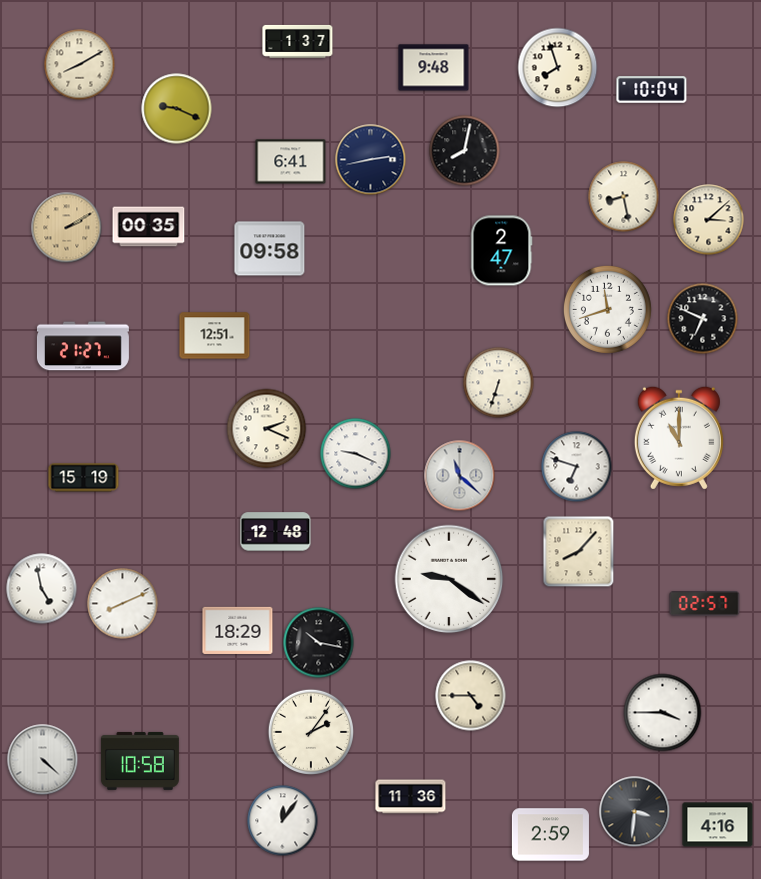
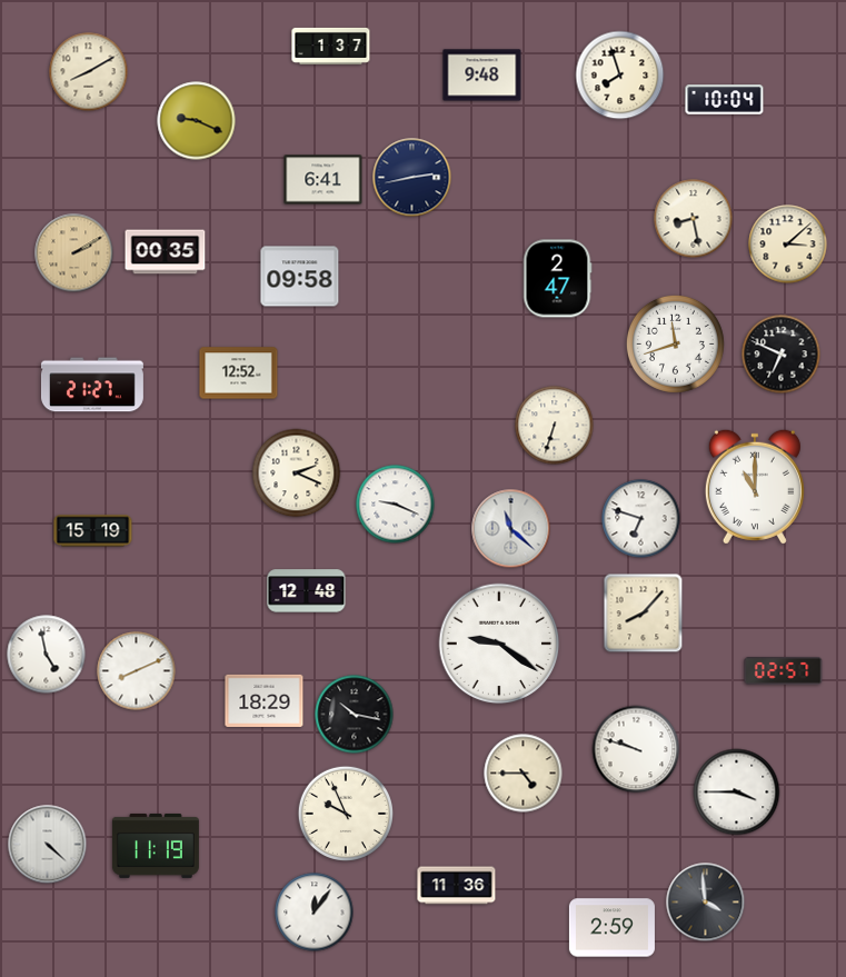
clock at (465, 151): 8:02 -> none
clock at (215, 336): 12:51 -> 12:52
clock at (267, 429) position: (267, 429) -> (297, 473)
clock at (636, 749): none -> 9:48
clock at (310, 731): 2:06 -> 9:56
clock at (140, 761): 10:58 -> 11:19
clock at (635, 812): 3:31 -> 3:59
clock at (718, 825): 4:16 -> none
